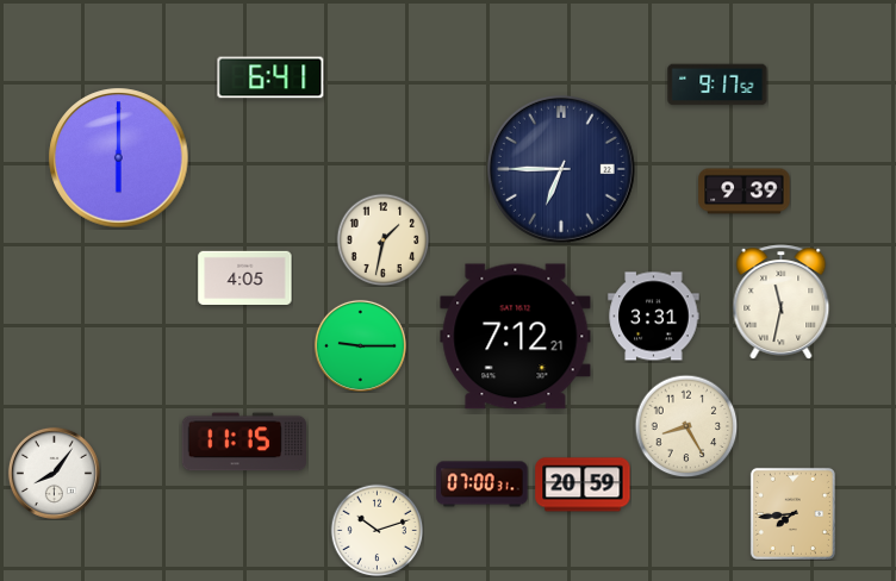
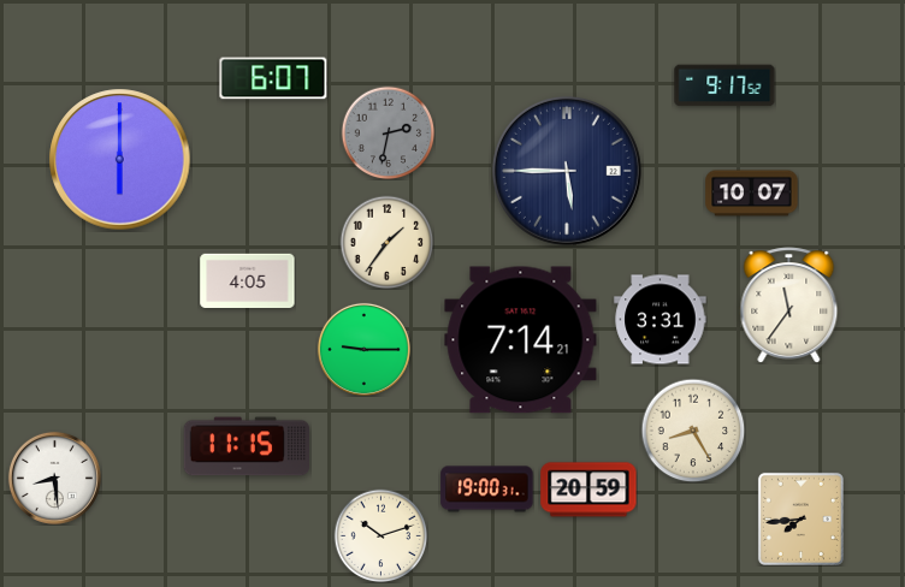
clock at (270, 77): 6:41 -> 6:07
clock at (388, 132): none -> 2:32
clock at (561, 169): 6:45 -> 5:45
clock at (745, 192): 9:39 -> 10:07
clock at (382, 239): 1:32 -> 1:36
clock at (782, 302): 11:32 -> 11:36
clock at (516, 337): 7:12 -> 7:14
clock at (54, 473): 8:06 -> 8:29
clock at (483, 485): 07:00 -> 19:00
